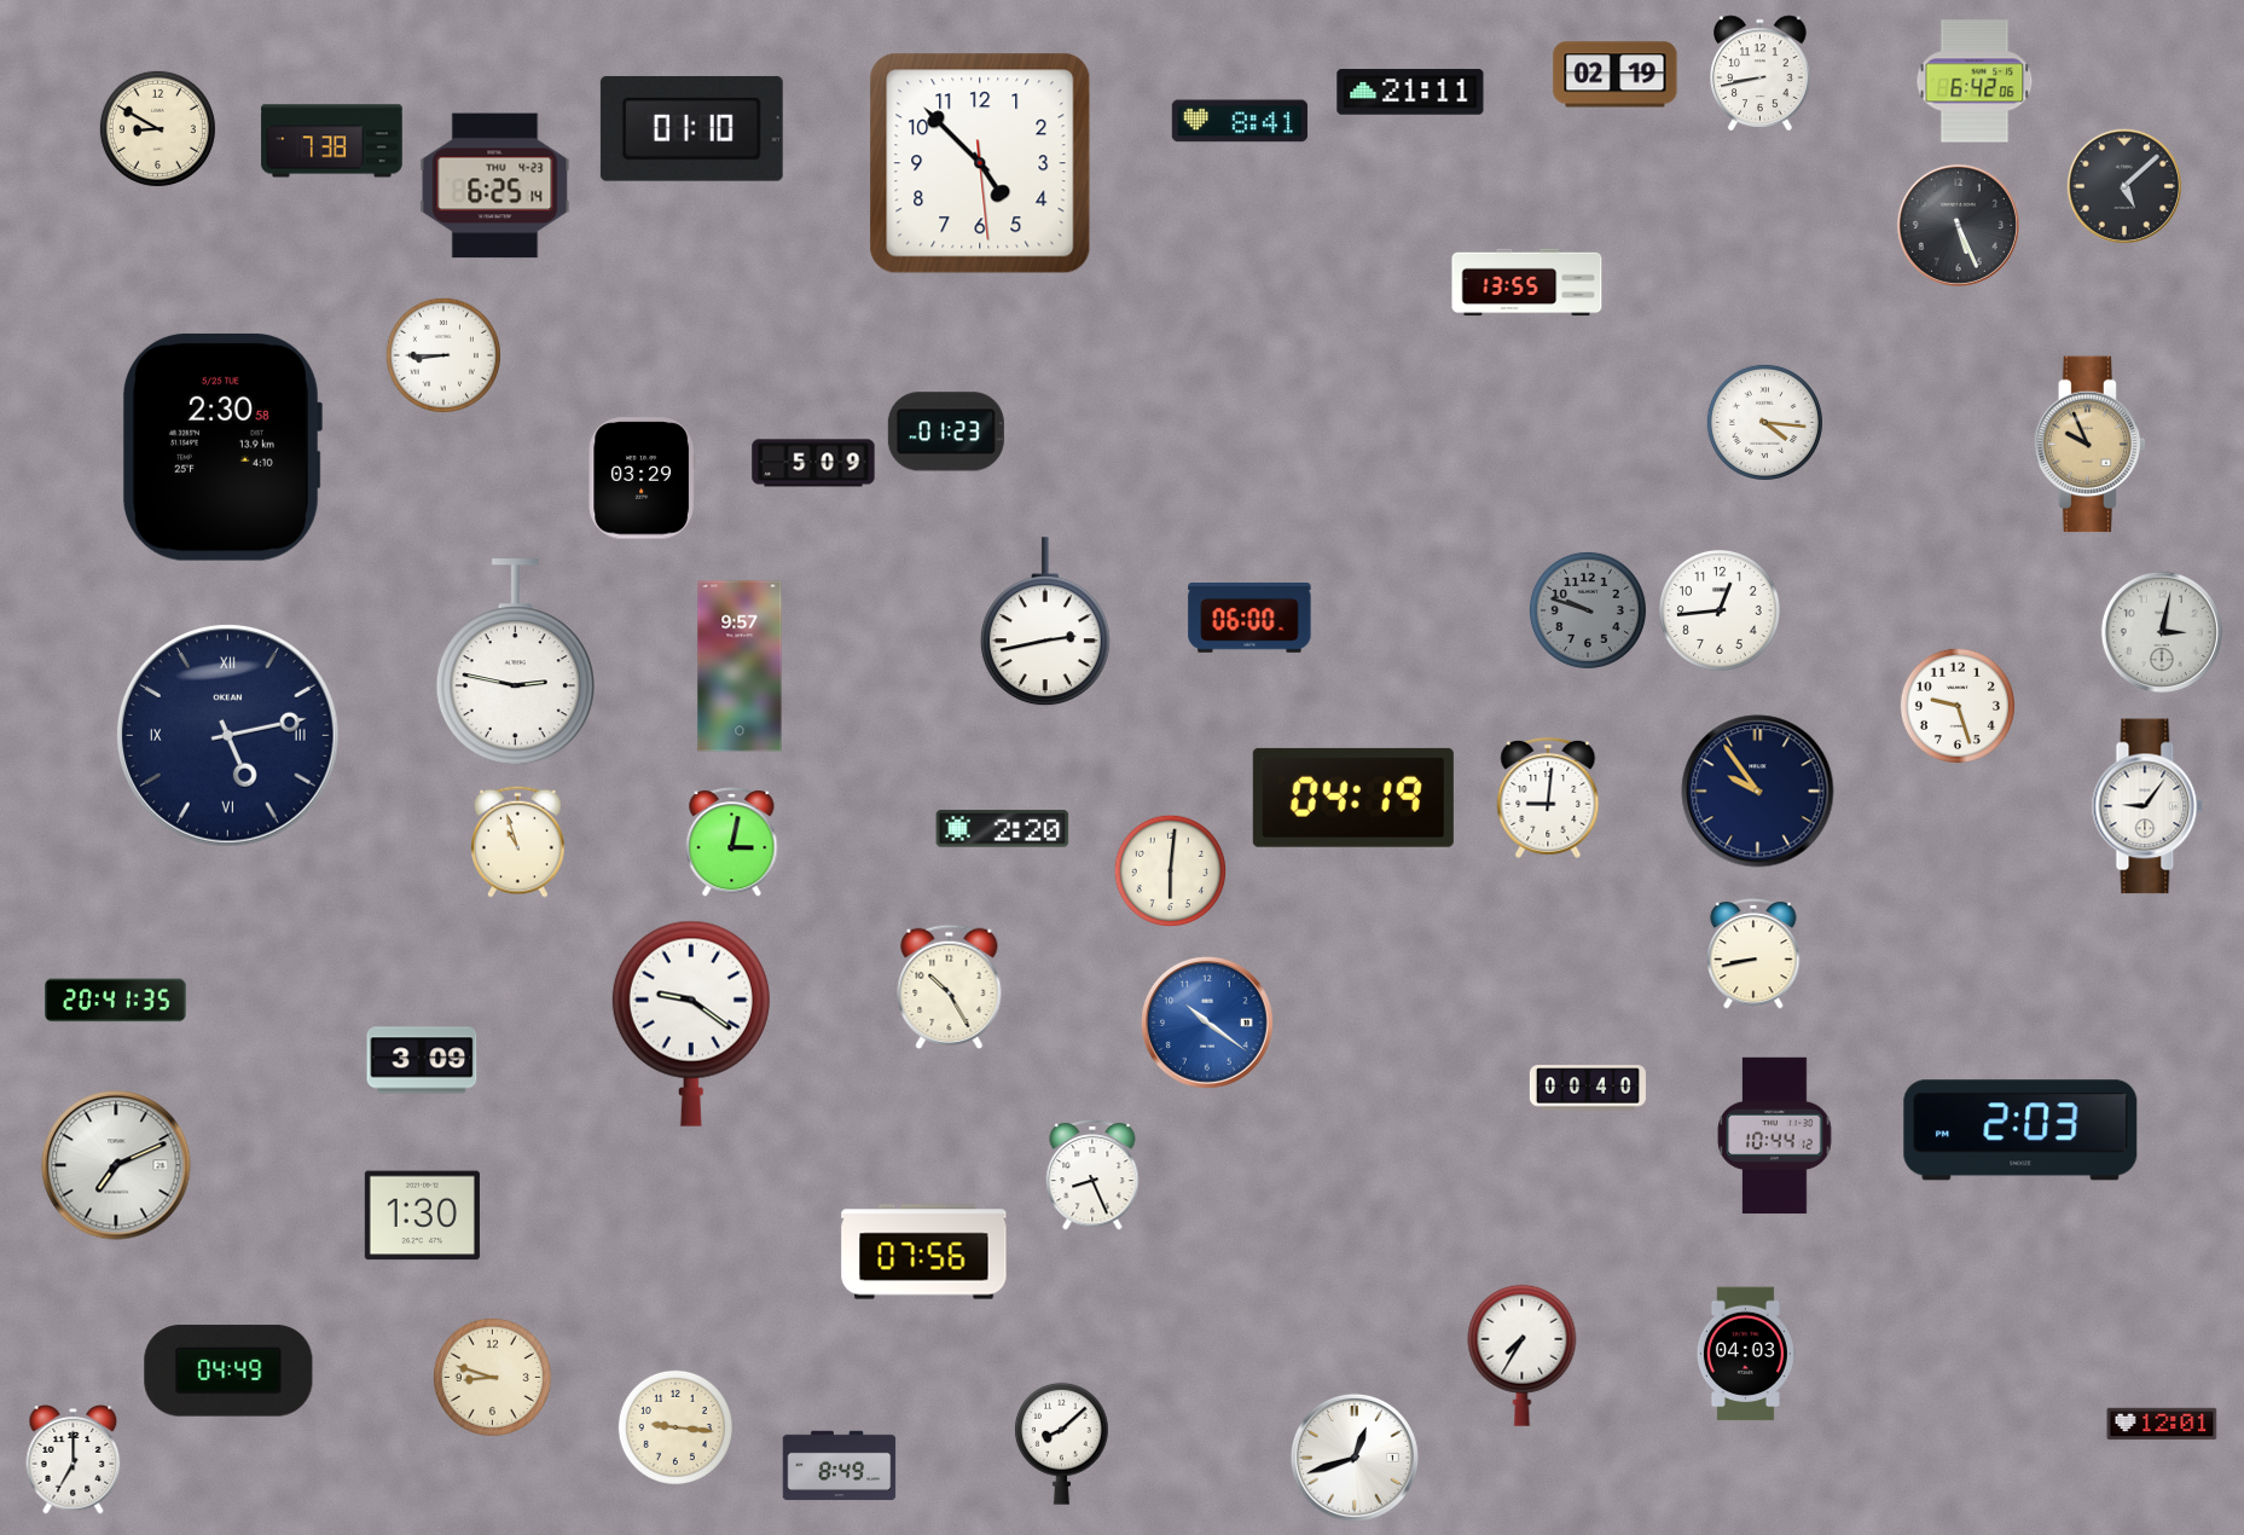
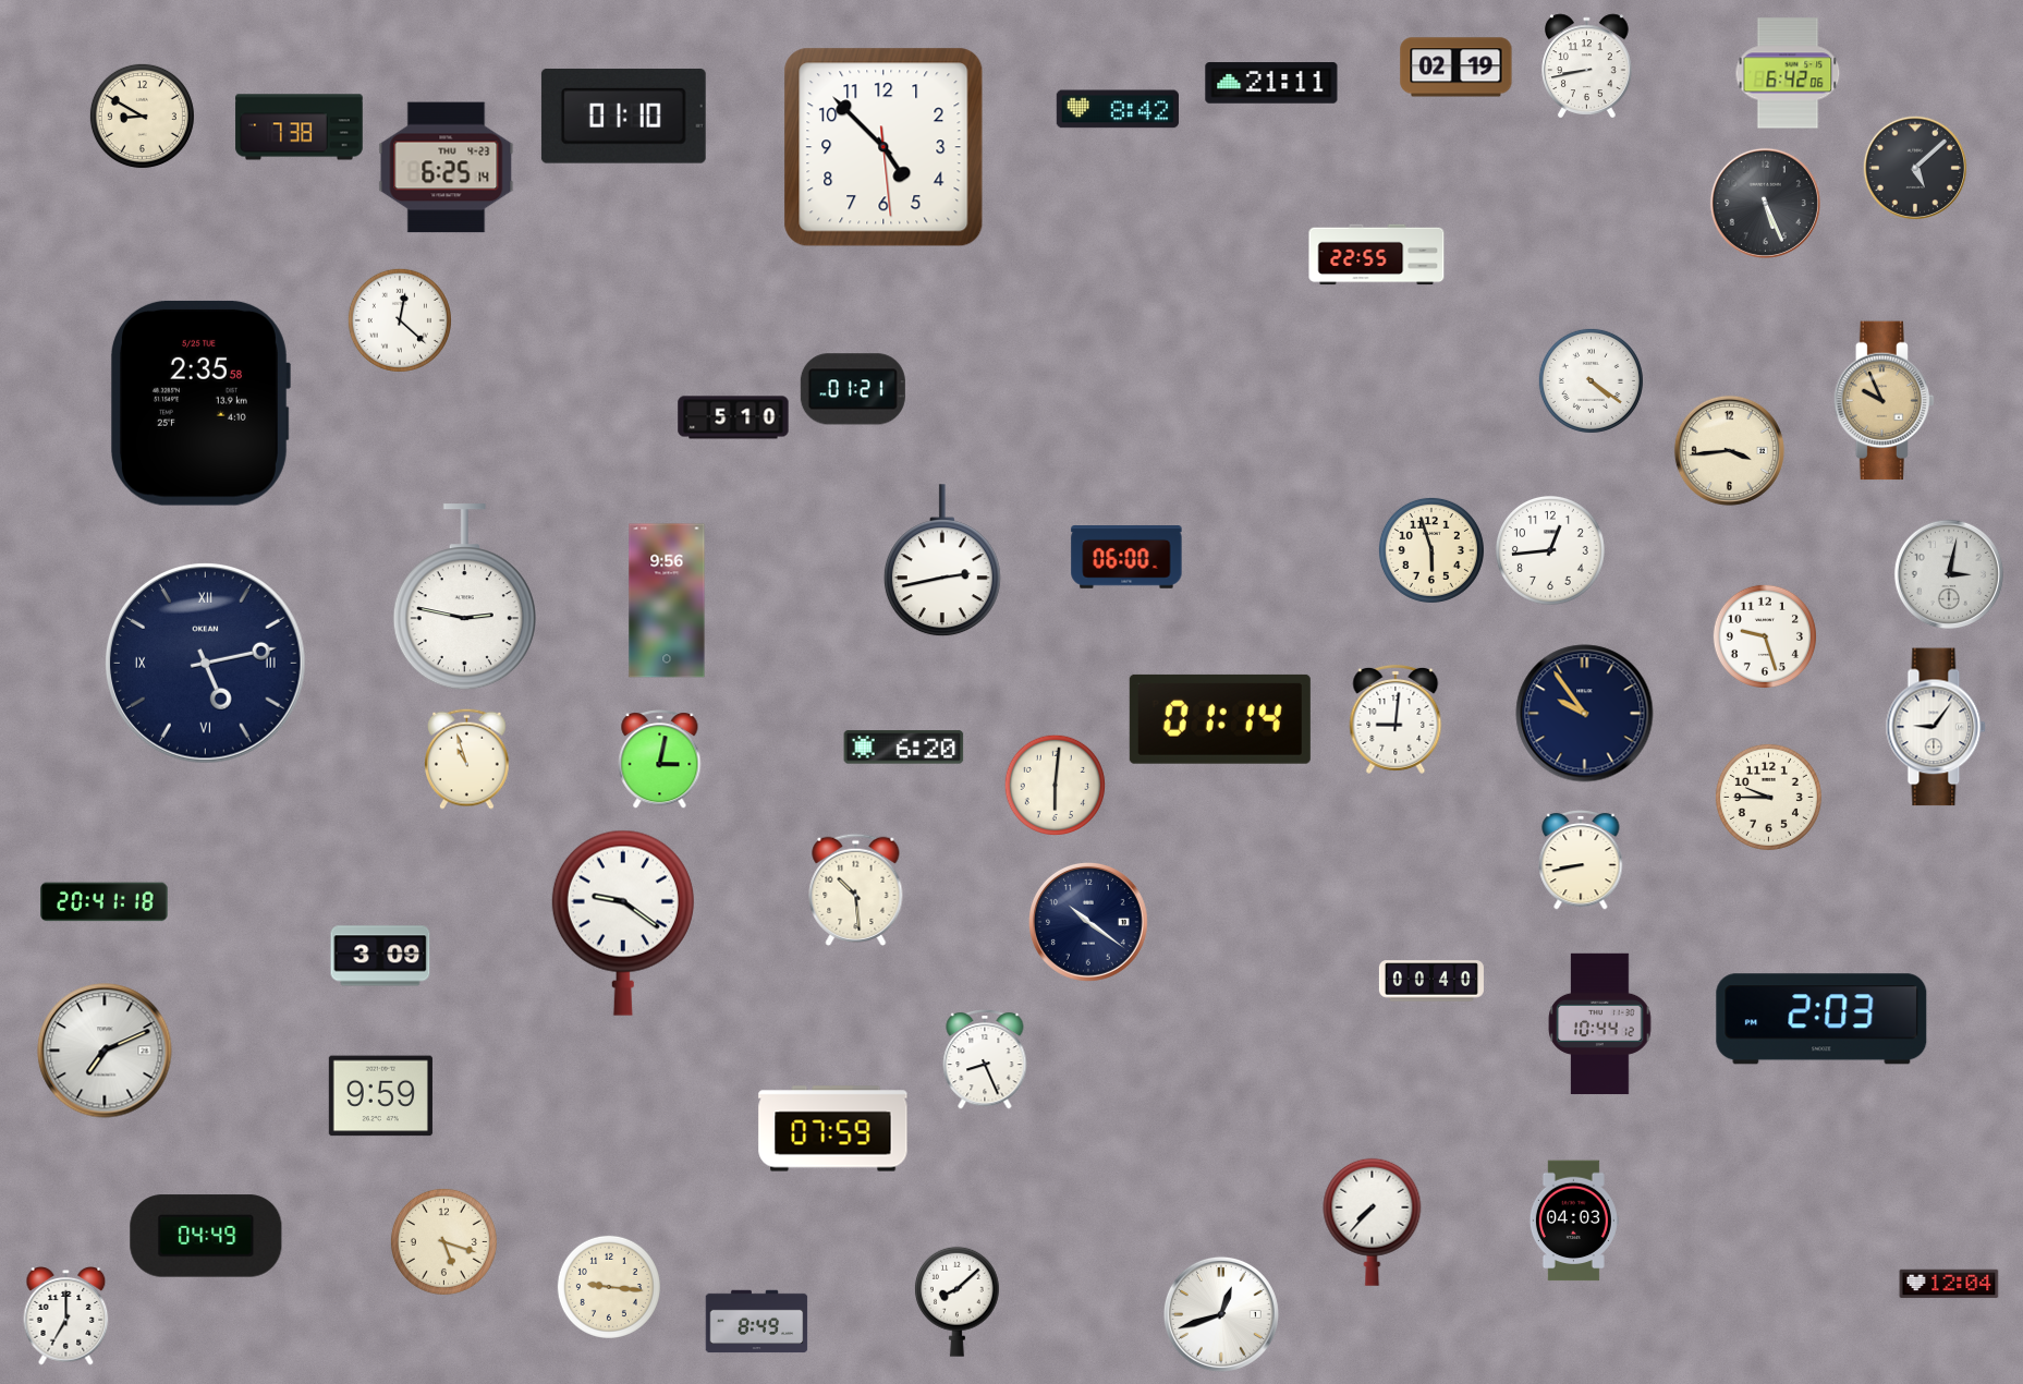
clock at (1975, 81) position: (1975, 81) -> (1788, 73)
clock at (1240, 121): 8:41 -> 8:42
clock at (1527, 283): 13:55 -> 22:55
clock at (443, 355): 8:45 -> 12:22
clock at (1764, 422): 4:16 -> 4:21
clock at (946, 431): 01:23 -> 01:21
clock at (221, 447): 2:30 -> 2:35
clock at (813, 463): 5:09 -> 5:10
clock at (642, 479): 03:29 -> none
clock at (1729, 450): none -> 3:44
clock at (1588, 610): 9:48 -> 5:57
clock at (1588, 610) dial: grey -> cream
clock at (2162, 632) position: (2162, 632) -> (1949, 574)
clock at (740, 666): 9:57 -> 9:56
clock at (1353, 798): 04:19 -> 01:14
clock at (1003, 829): 2:20 -> 6:20
clock at (1768, 797): none -> 9:45
clock at (950, 986): 10:25 -> 10:29
clock at (116, 1001): 20:41:35 -> 20:41:18
clock at (1207, 1023) dial: blue -> navy
clock at (422, 1216): 1:30 -> 9:59
clock at (924, 1252): 07:56 -> 07:59
clock at (1523, 1355): 7:35 -> 7:37
clock at (492, 1377): 8:48 -> 5:18
clock at (2162, 1424): 12:01 -> 12:04
